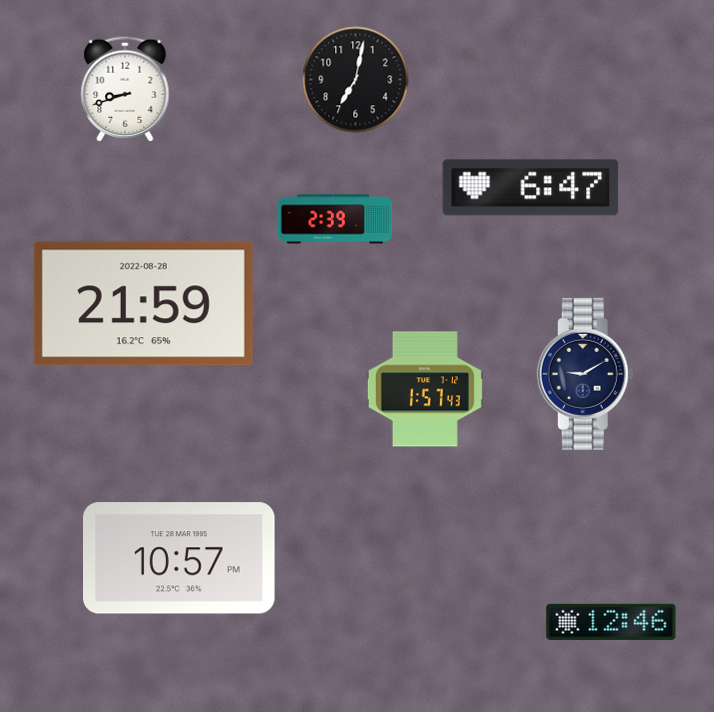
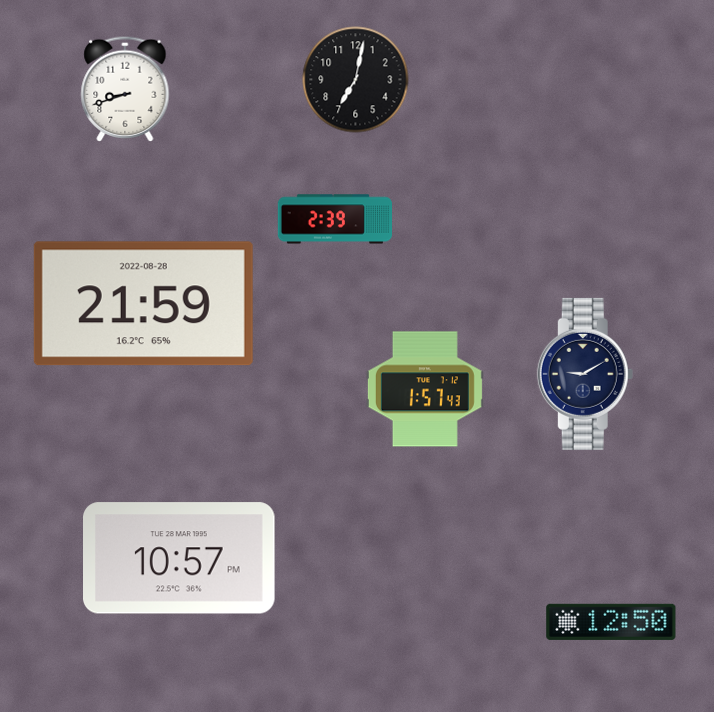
clock at (531, 188): 6:47 -> none
clock at (611, 622): 12:46 -> 12:50
